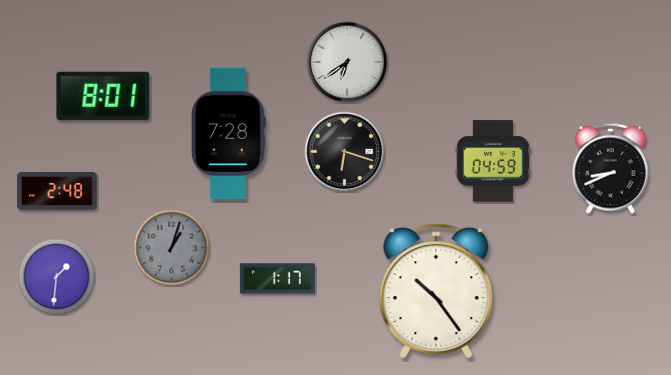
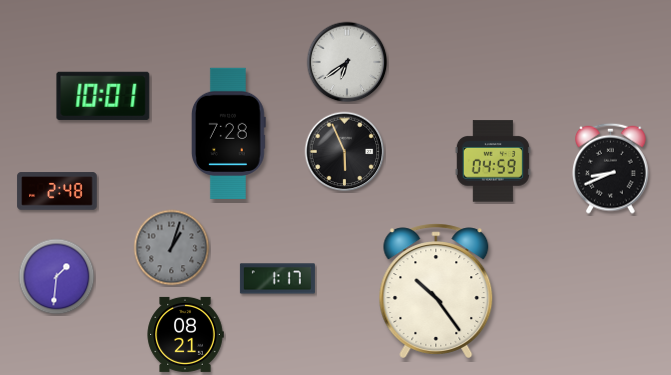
clock at (103, 96): 8:01 -> 10:01
clock at (345, 152): 6:18 -> 5:56
clock at (185, 334): none -> 08:21
